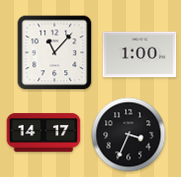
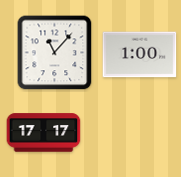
clock at (44, 133): 14:17 -> 17:17
clock at (129, 135): 3:34 -> none
